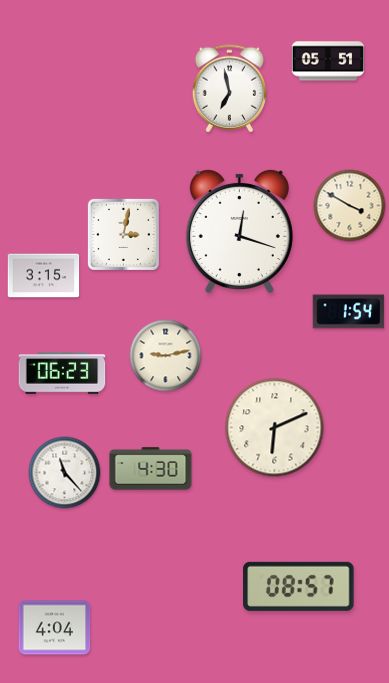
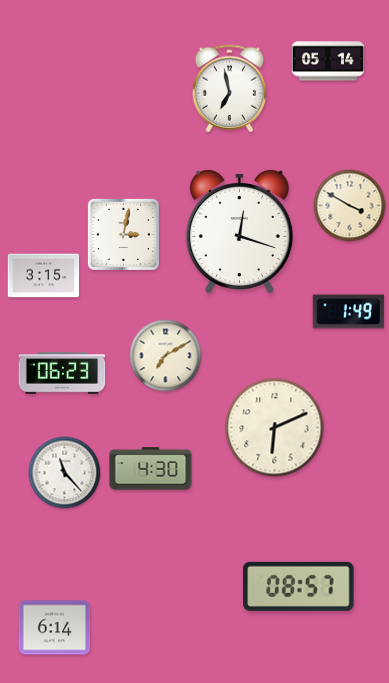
clock at (328, 61): 05:51 -> 05:14
clock at (349, 312): 1:54 -> 1:49
clock at (166, 356): 9:13 -> 7:10
clock at (55, 628): 4:04 -> 6:14
